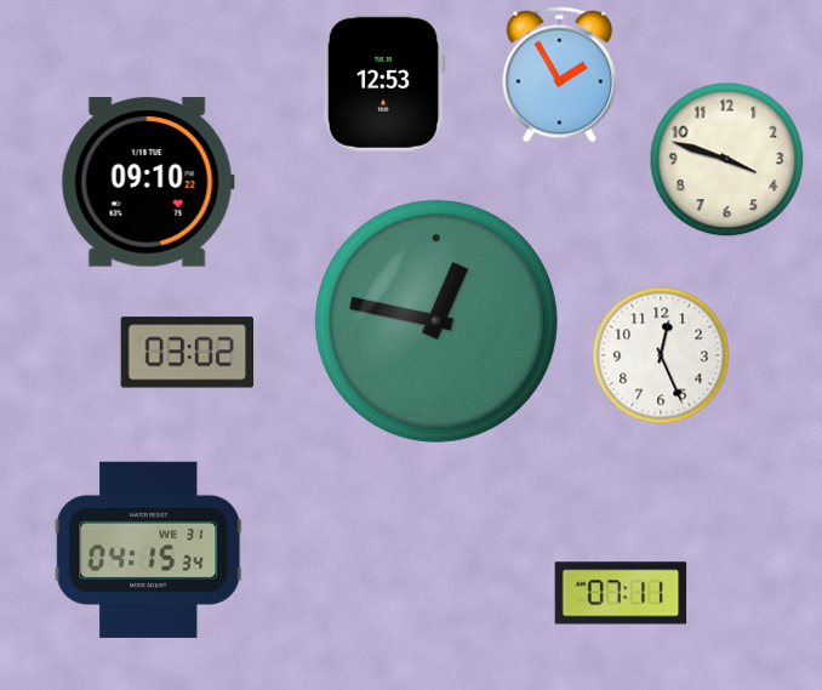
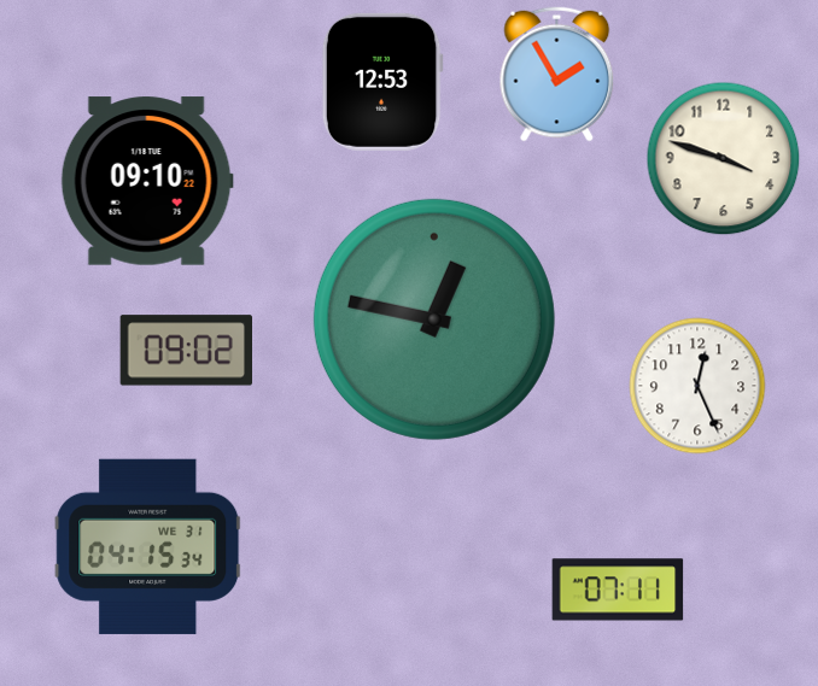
clock at (187, 353): 03:02 -> 09:02
clock at (661, 355) position: (661, 355) -> (697, 386)
